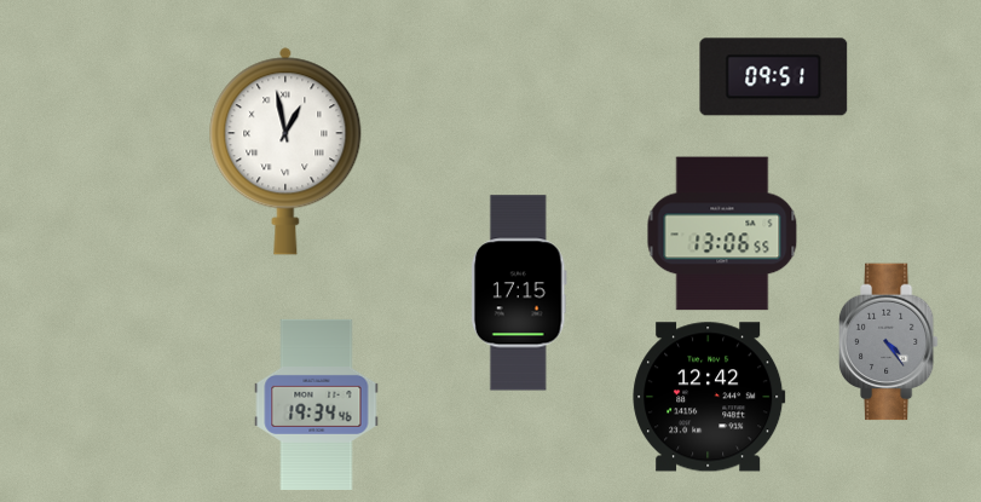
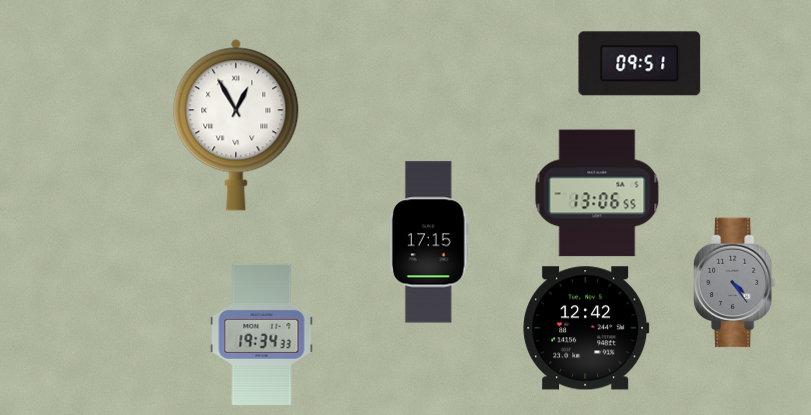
clock at (285, 151): 12:58 -> 12:55
clock at (317, 404): 19:34:46 -> 19:34:33
